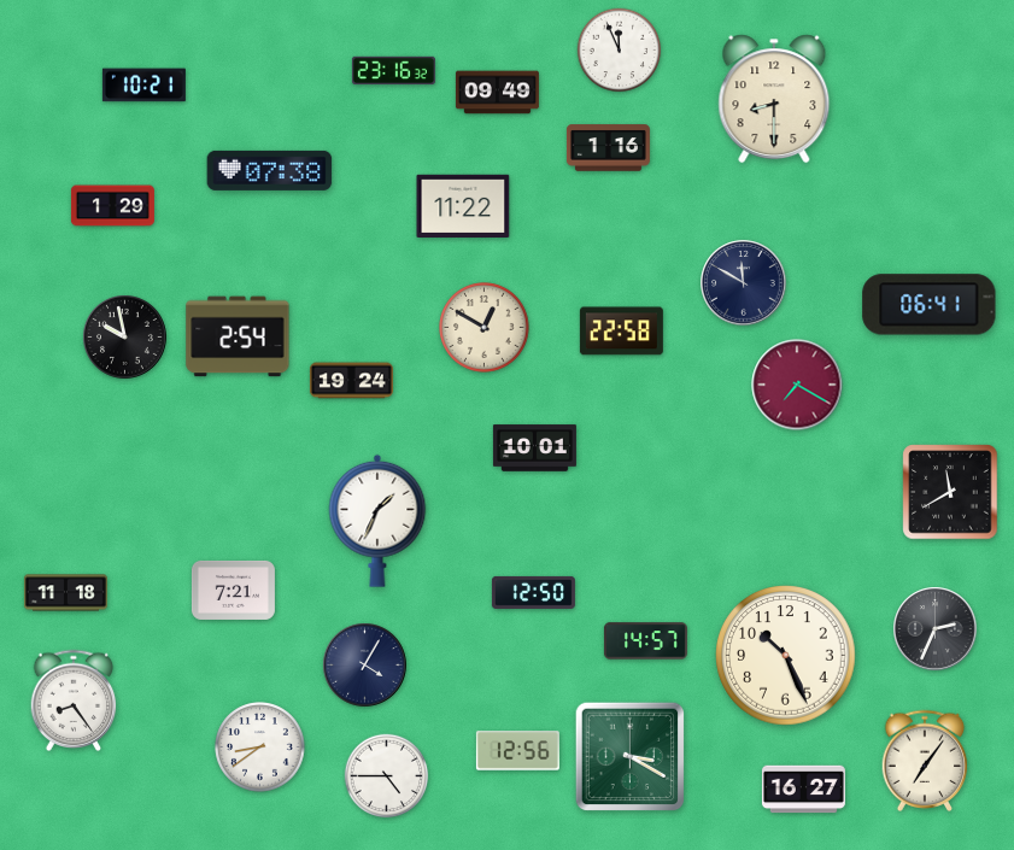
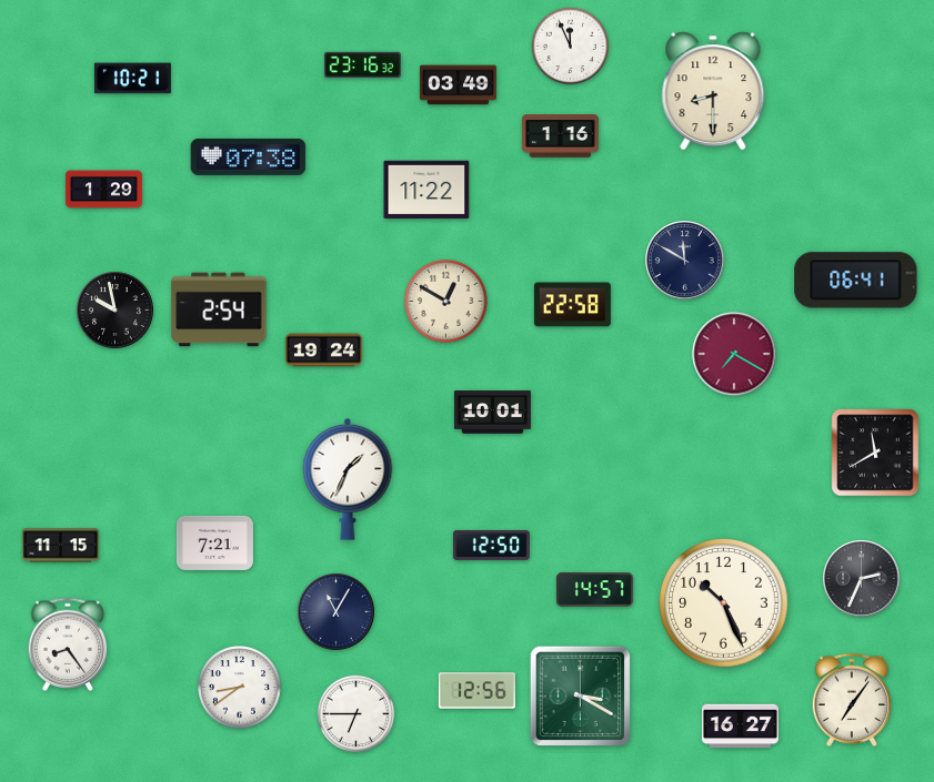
clock at (497, 93): 09:49 -> 03:49
clock at (65, 593): 11:18 -> 11:15
clock at (365, 666): 4:05 -> 11:05
clock at (387, 776): 4:45 -> 6:45
